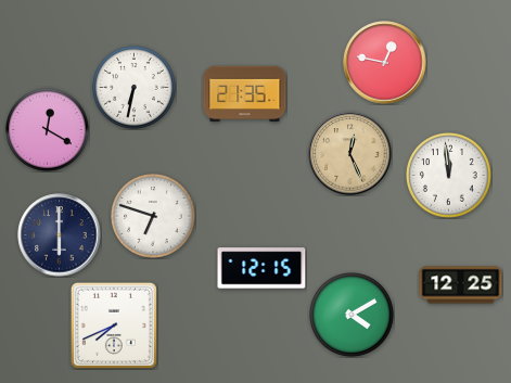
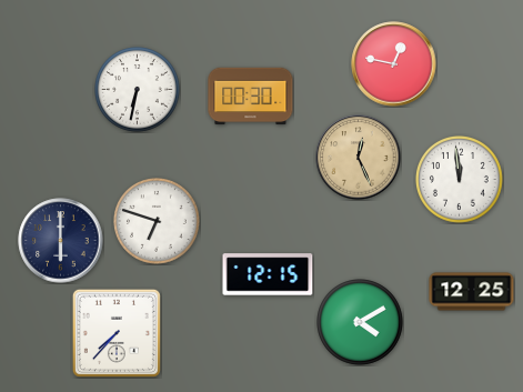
clock at (245, 94): 21:35 -> 00:30
clock at (48, 130): 12:20 -> none
clock at (114, 325): 7:41 -> 7:37
